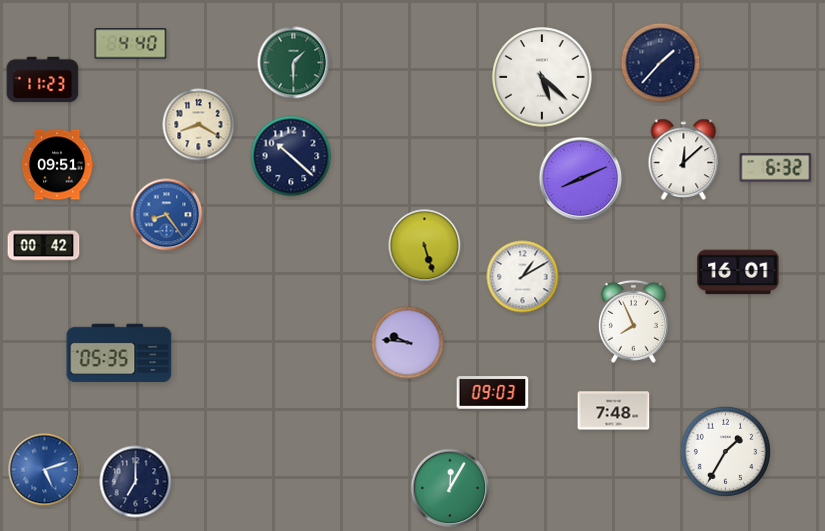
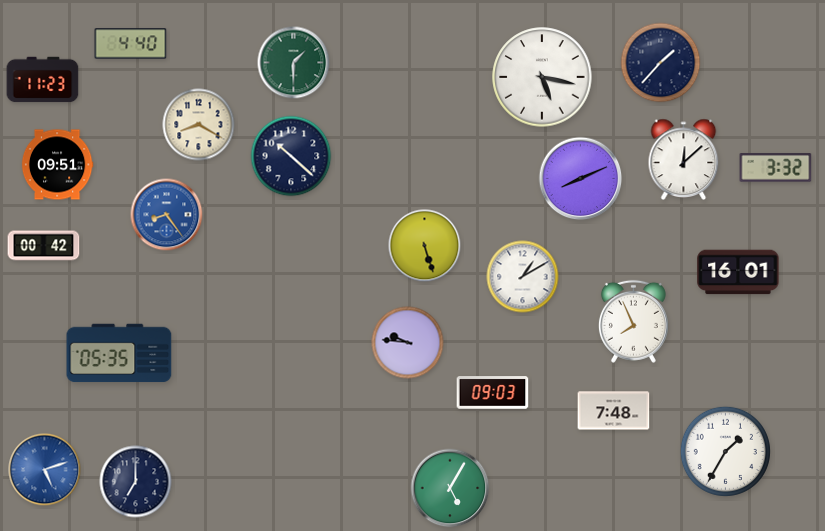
clock at (542, 77): 5:22 -> 5:17
clock at (776, 168): 6:32 -> 3:32
clock at (450, 488): 12:05 -> 5:05
